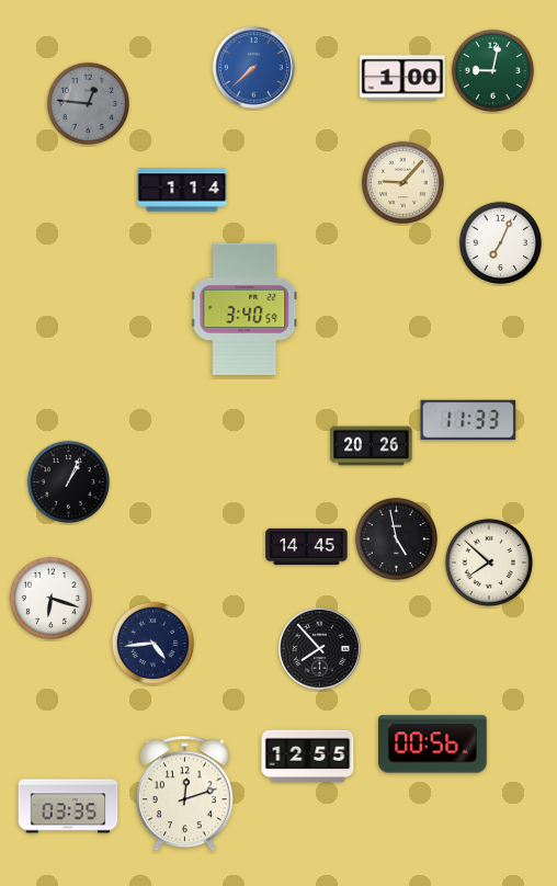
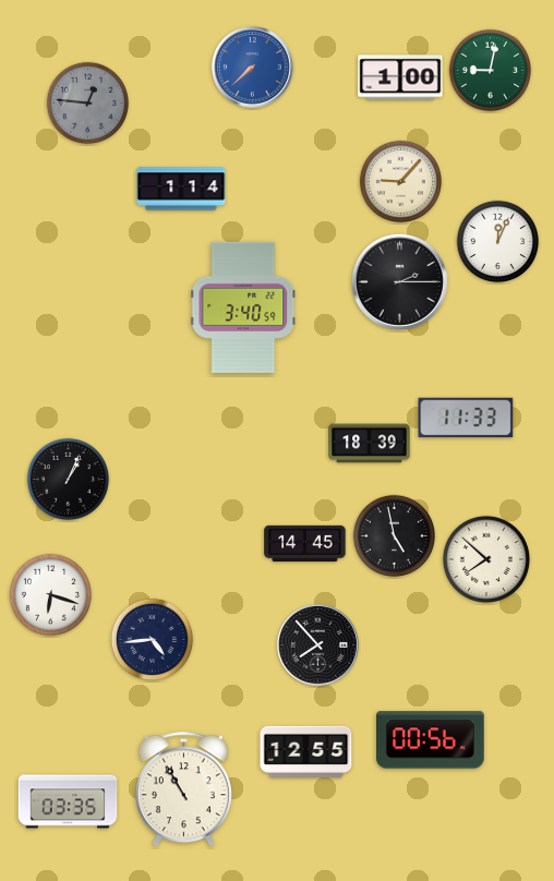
clock at (500, 242): 7:04 -> 12:04
clock at (399, 281): none -> 2:15
clock at (372, 446): 20:26 -> 18:39
clock at (184, 794): 12:12 -> 10:55
